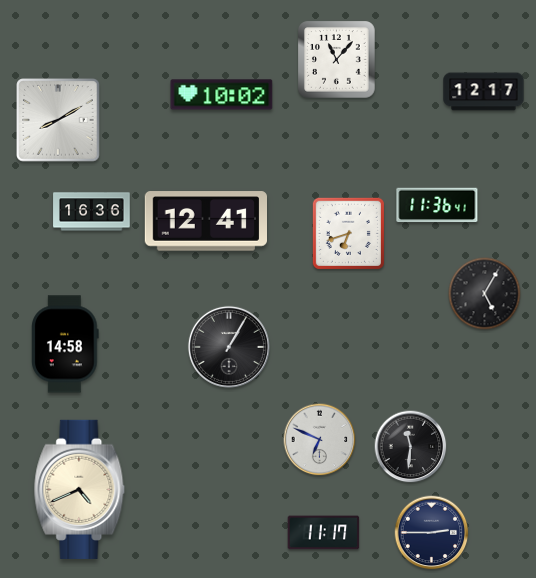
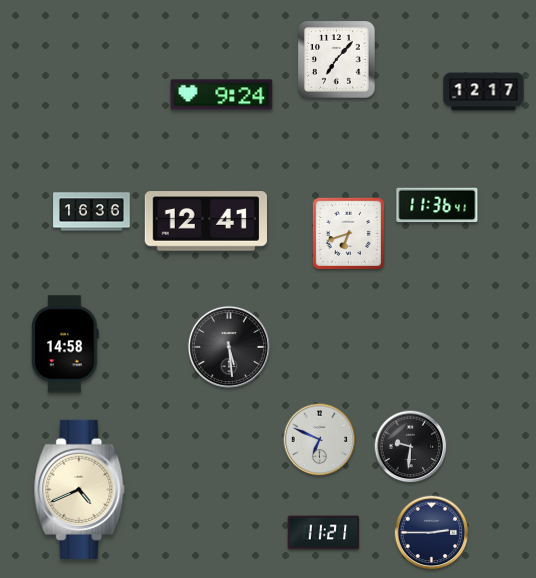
clock at (337, 60): 11:07 -> 7:07
clock at (222, 95): 10:02 -> 9:24
clock at (58, 120): 8:10 -> none
clock at (485, 294): 5:05 -> none
clock at (229, 347): 1:05 -> 5:29
clock at (411, 447): 11:31 -> 9:31
clock at (324, 533): 11:17 -> 11:21
